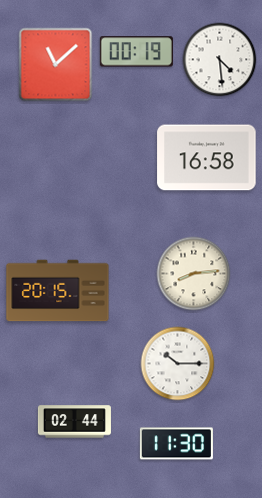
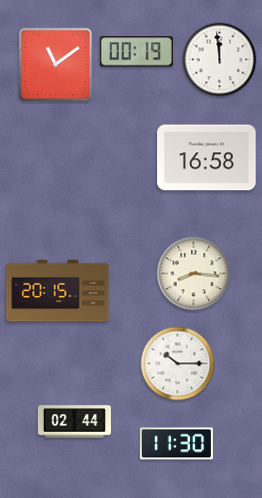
clock at (220, 60): 4:29 -> 11:59
clock at (56, 65): 11:08 -> 11:09
clock at (194, 274): 8:14 -> 8:16
